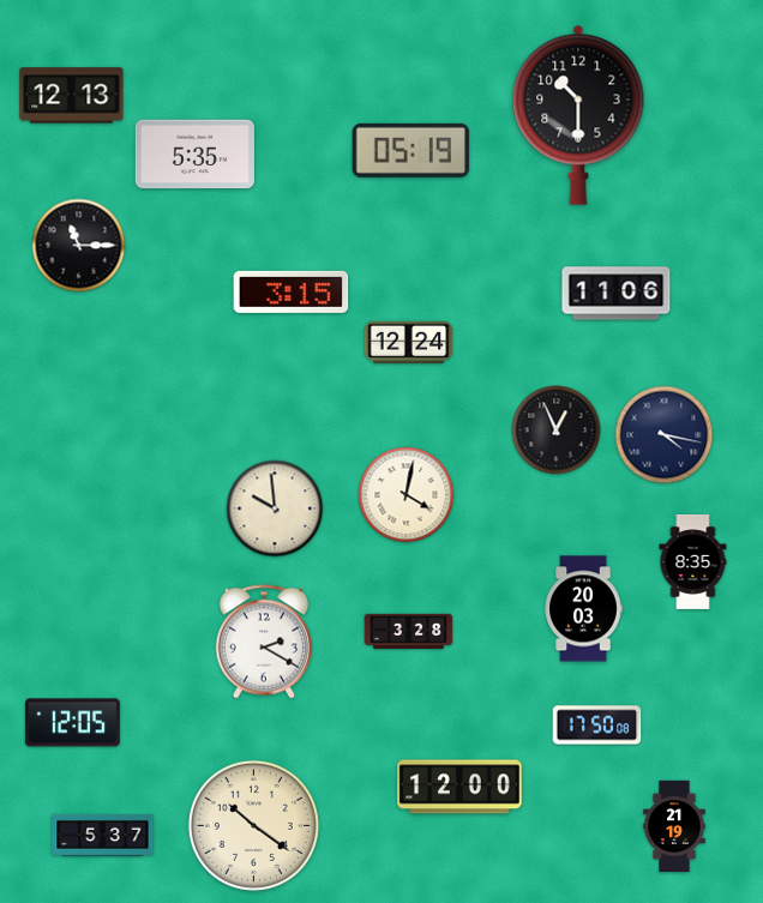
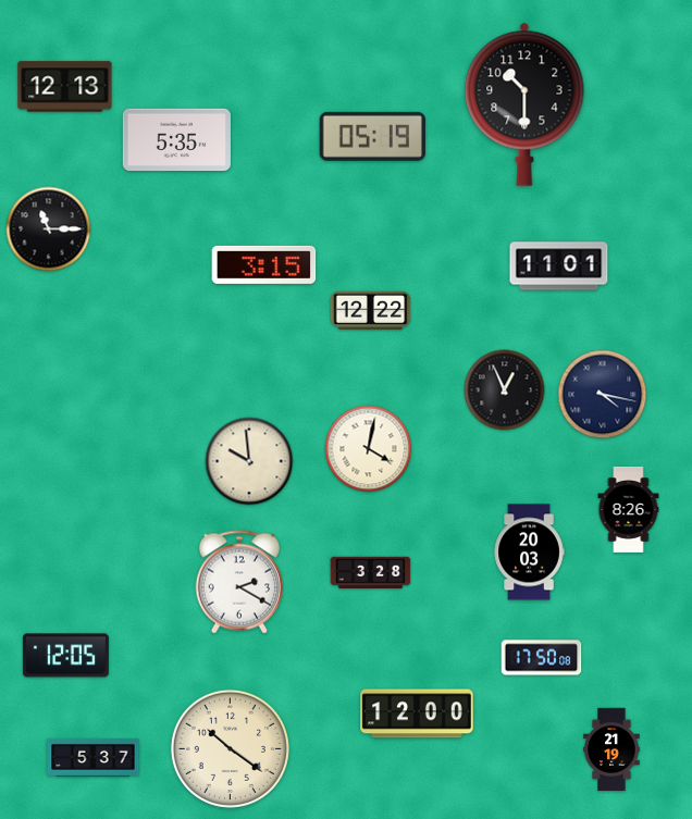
clock at (79, 246) position: (79, 246) -> (49, 229)
clock at (617, 294): 11:06 -> 11:01
clock at (409, 342): 12:24 -> 12:22
clock at (693, 561): 8:35 -> 8:26
